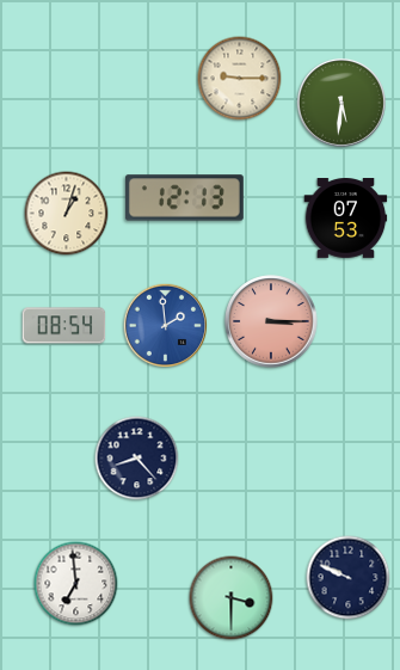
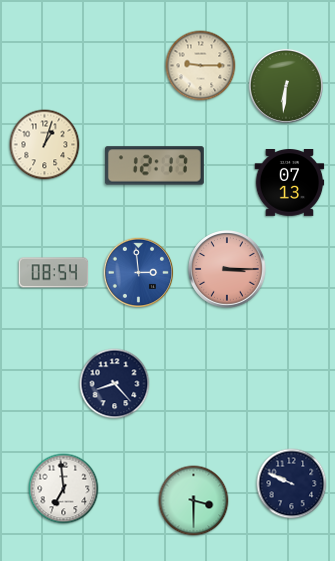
clock at (341, 103): 5:31 -> 6:31
clock at (184, 198): 12:13 -> 12:17
clock at (67, 214) position: (67, 214) -> (45, 145)
clock at (346, 219): 07:53 -> 07:13
clock at (166, 326): 1:59 -> 2:59
